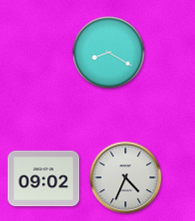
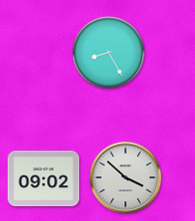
clock at (109, 53): 8:20 -> 8:25
clock at (126, 178): 4:34 -> 3:52
